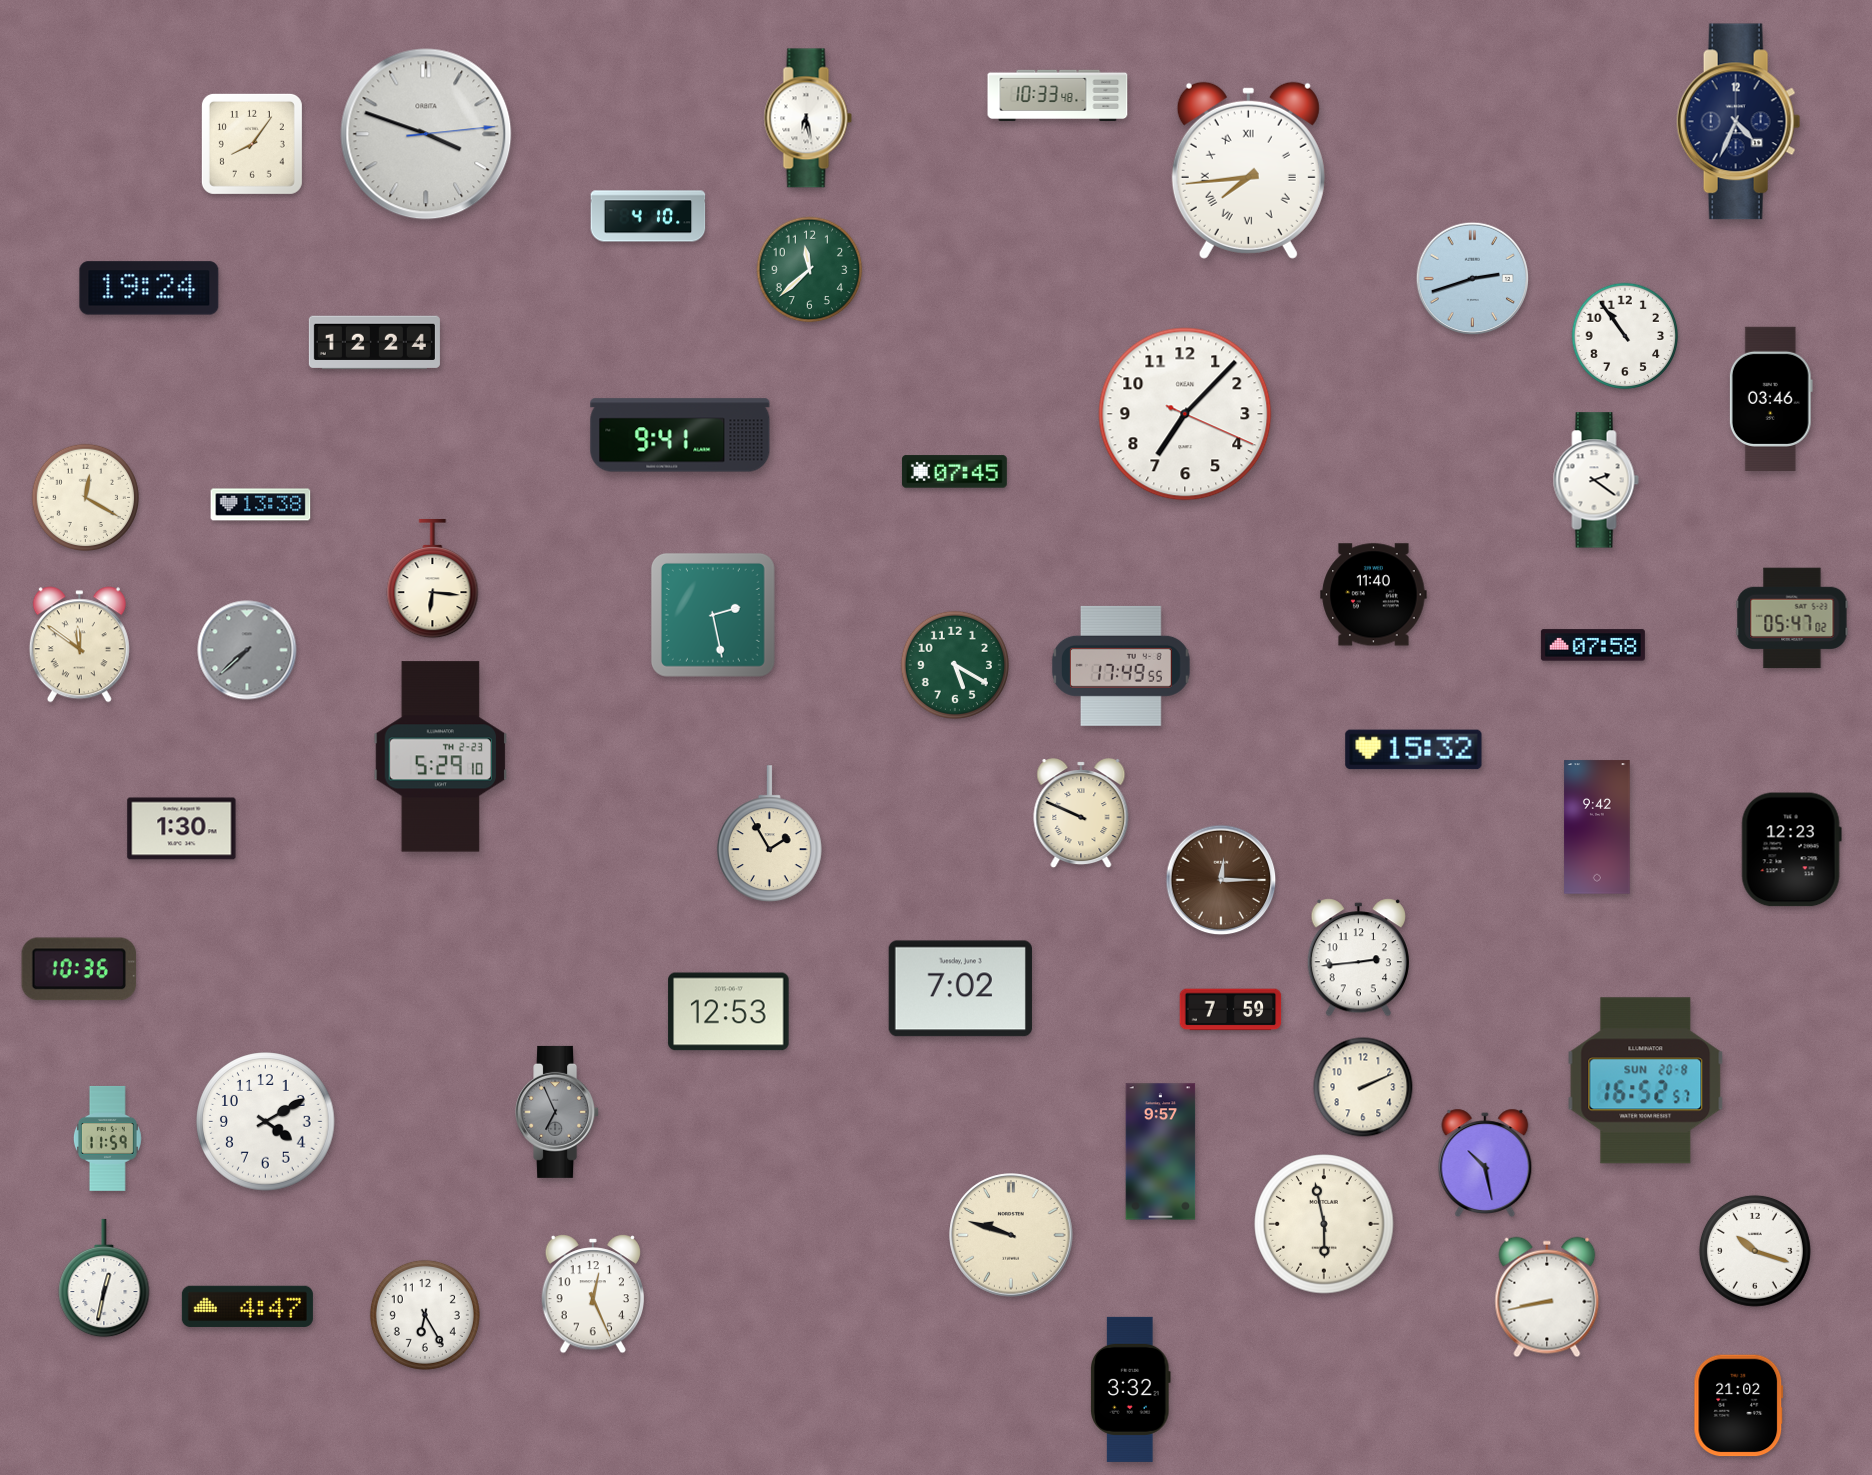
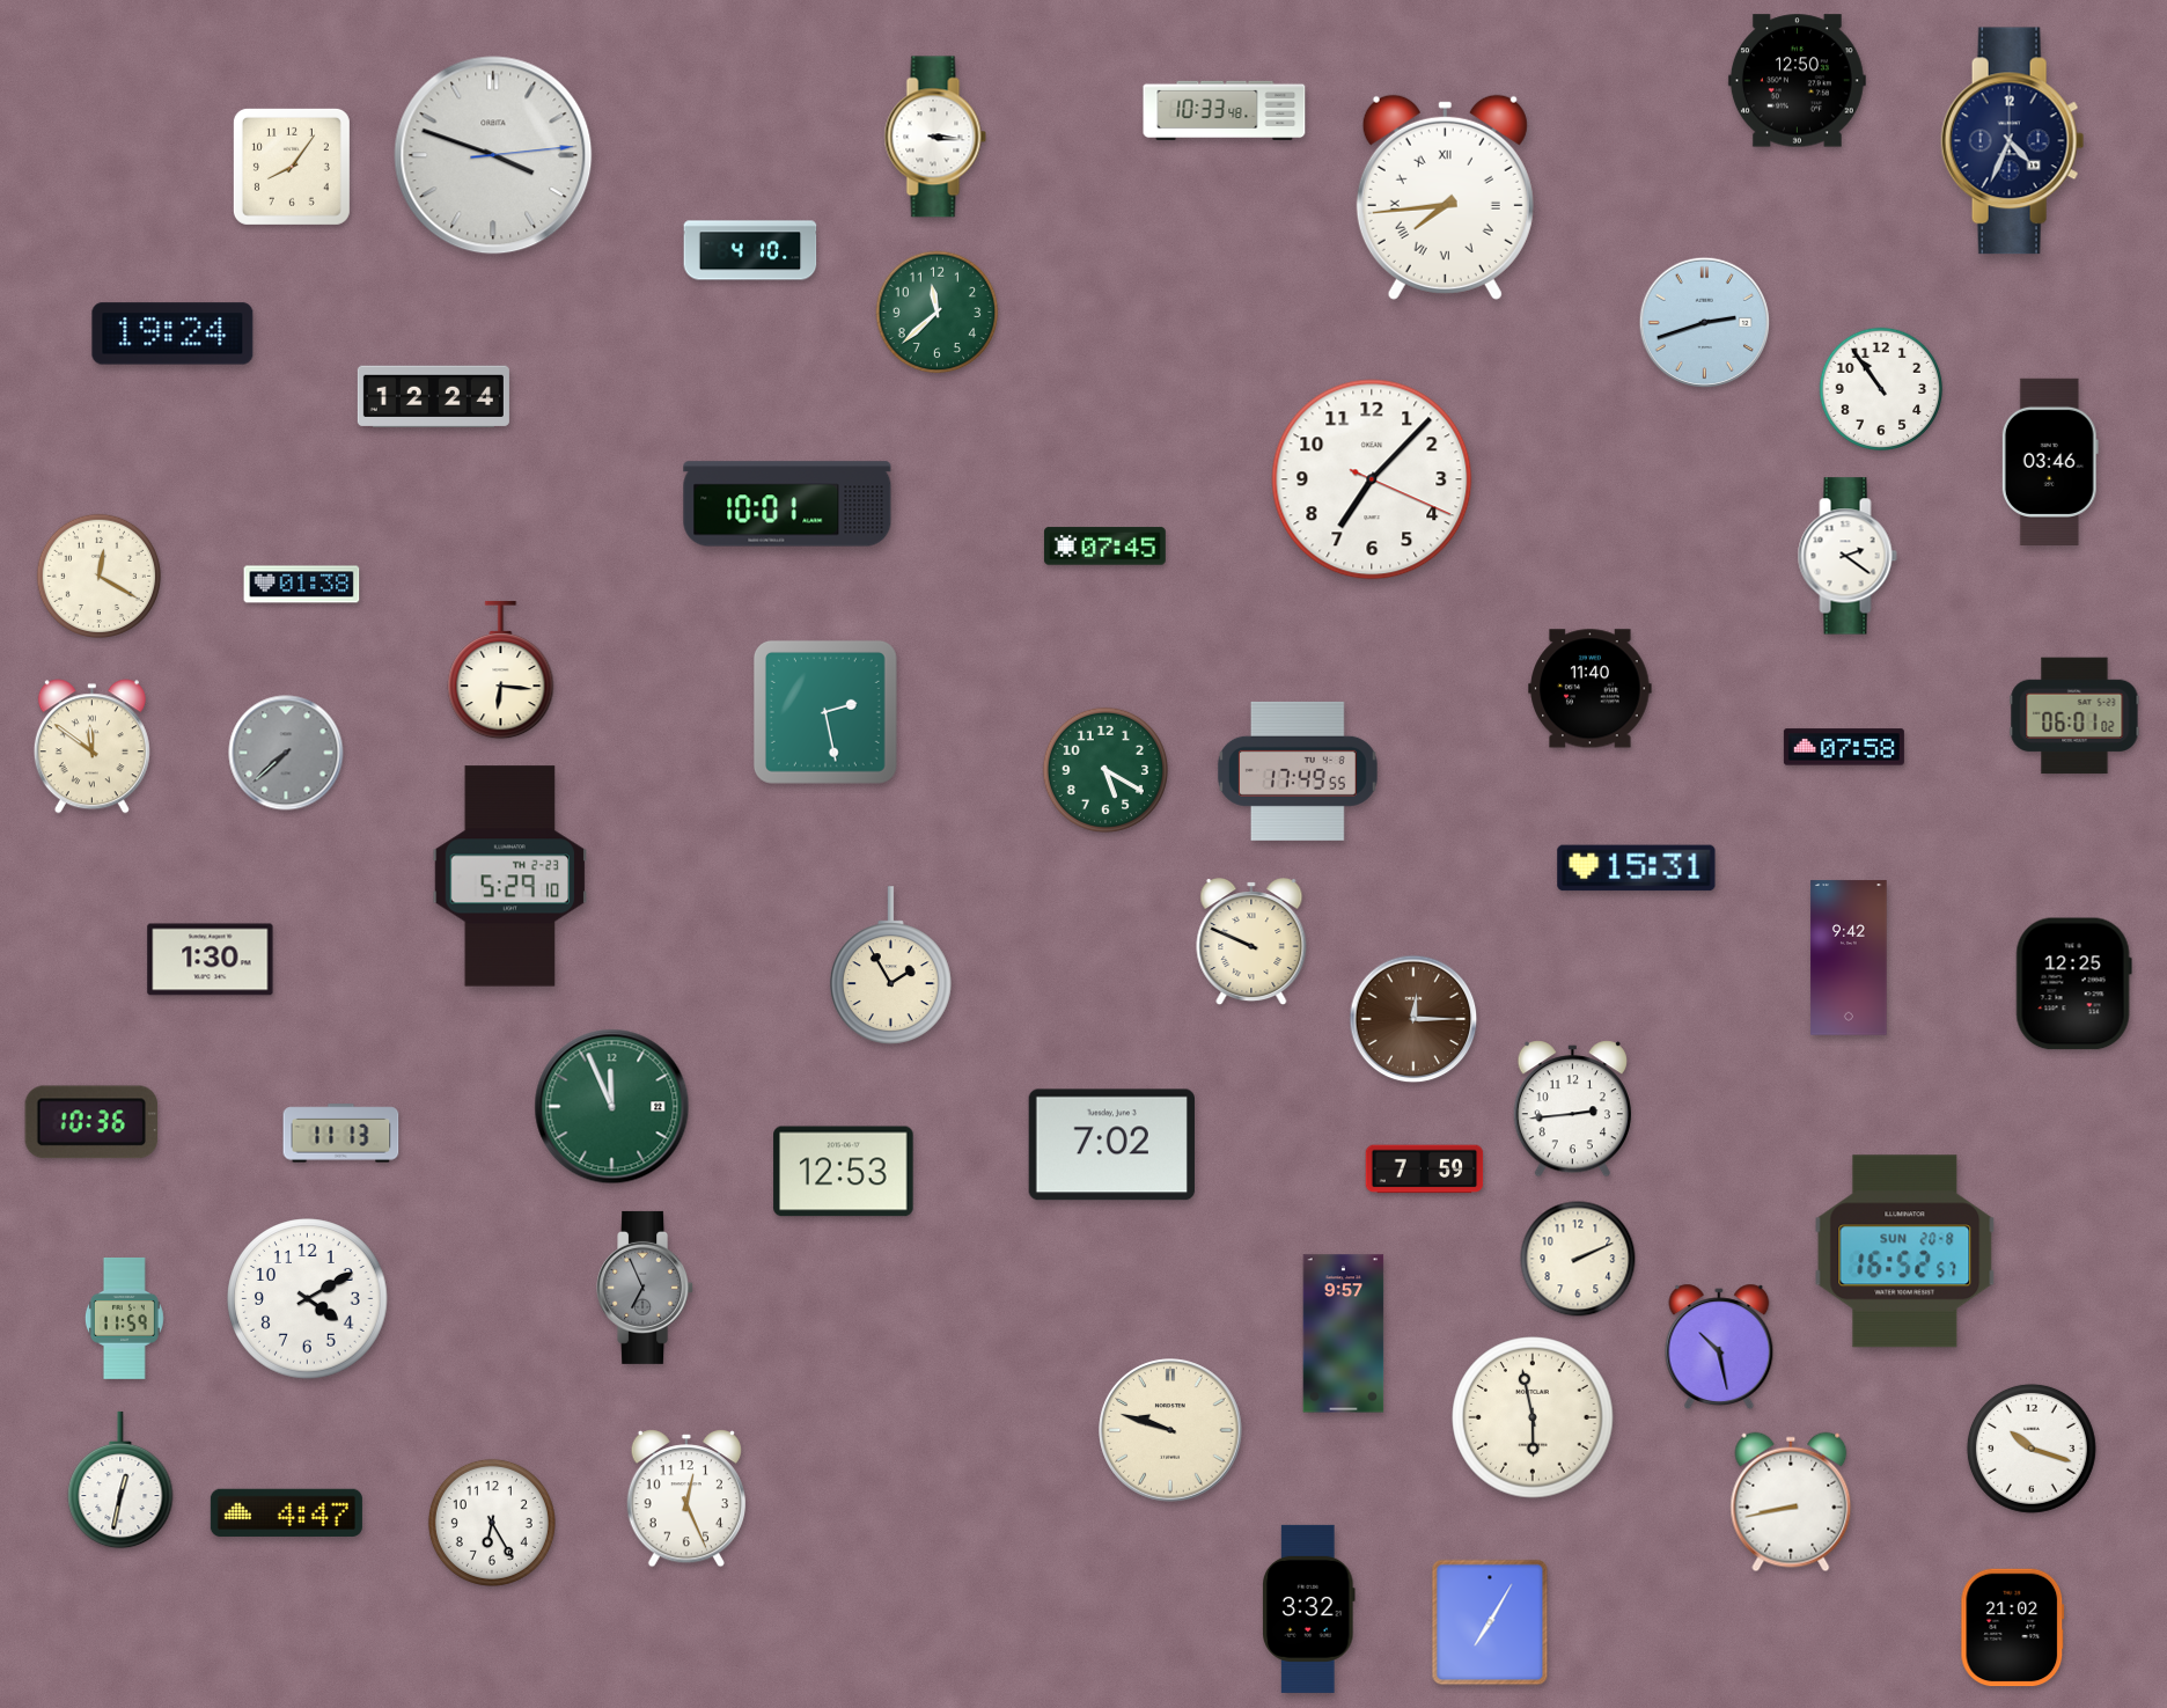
clock at (1797, 81): none -> 12:50
clock at (808, 118): 6:28 -> 3:16
clock at (680, 435): 9:41 -> 10:01
clock at (261, 505): 13:38 -> 01:38
clock at (1792, 618): 05:47 -> 06:01
clock at (1414, 750): 15:32 -> 15:31
clock at (1791, 850): 12:23 -> 12:25
clock at (612, 1107): none -> 11:56
clock at (341, 1134): none -> 11:13
clock at (1490, 1622): none -> 7:05
